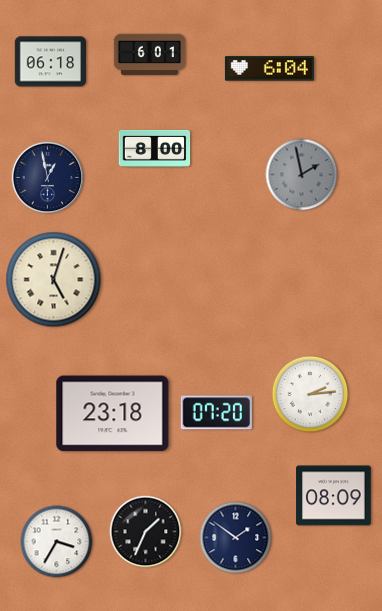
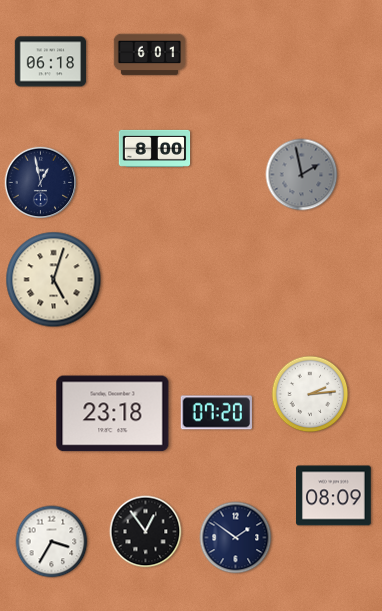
clock at (269, 69): 6:04 -> none
clock at (48, 178) position: (48, 178) -> (41, 183)
clock at (146, 532): 1:34 -> 12:54
clock at (57, 542) position: (57, 542) -> (52, 542)
